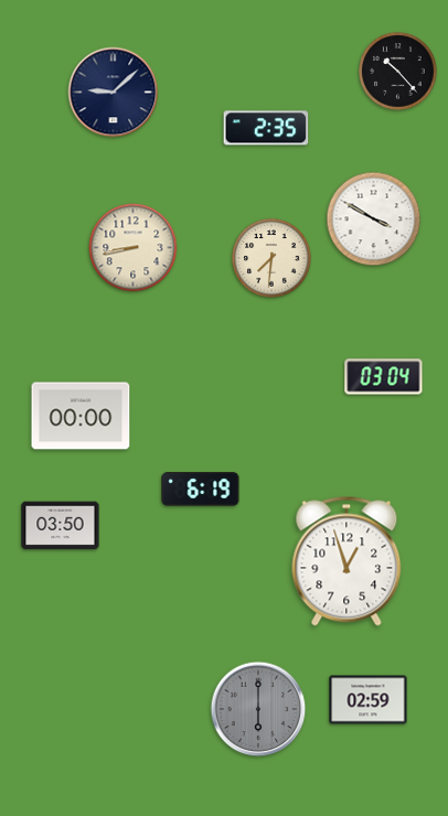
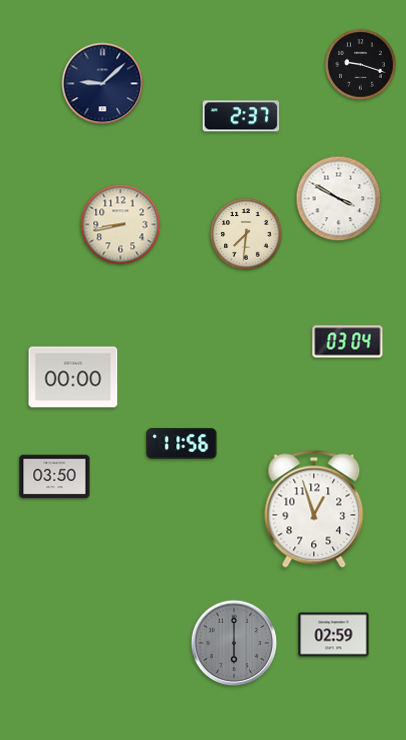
clock at (398, 72): 10:23 -> 9:18
clock at (266, 128): 2:35 -> 2:37
clock at (201, 490): 6:19 -> 11:56
